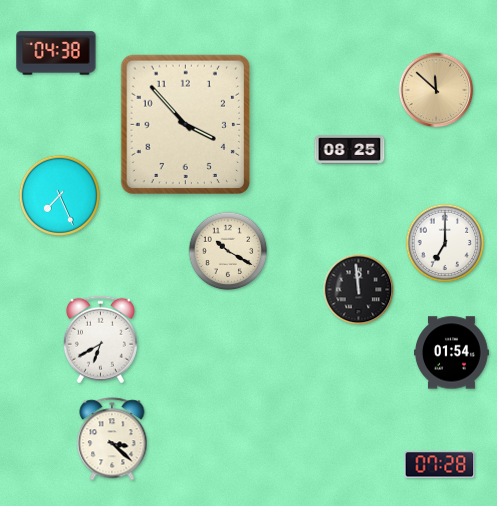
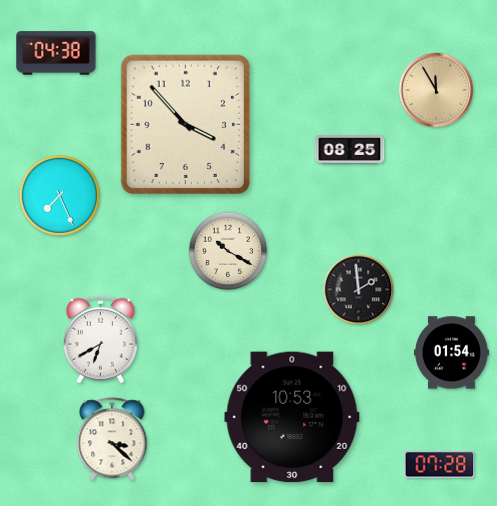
clock at (436, 90): 11:52 -> 11:55
clock at (445, 243): 7:00 -> none
clock at (359, 290): 11:59 -> 1:59
clock at (292, 417): none -> 10:53
